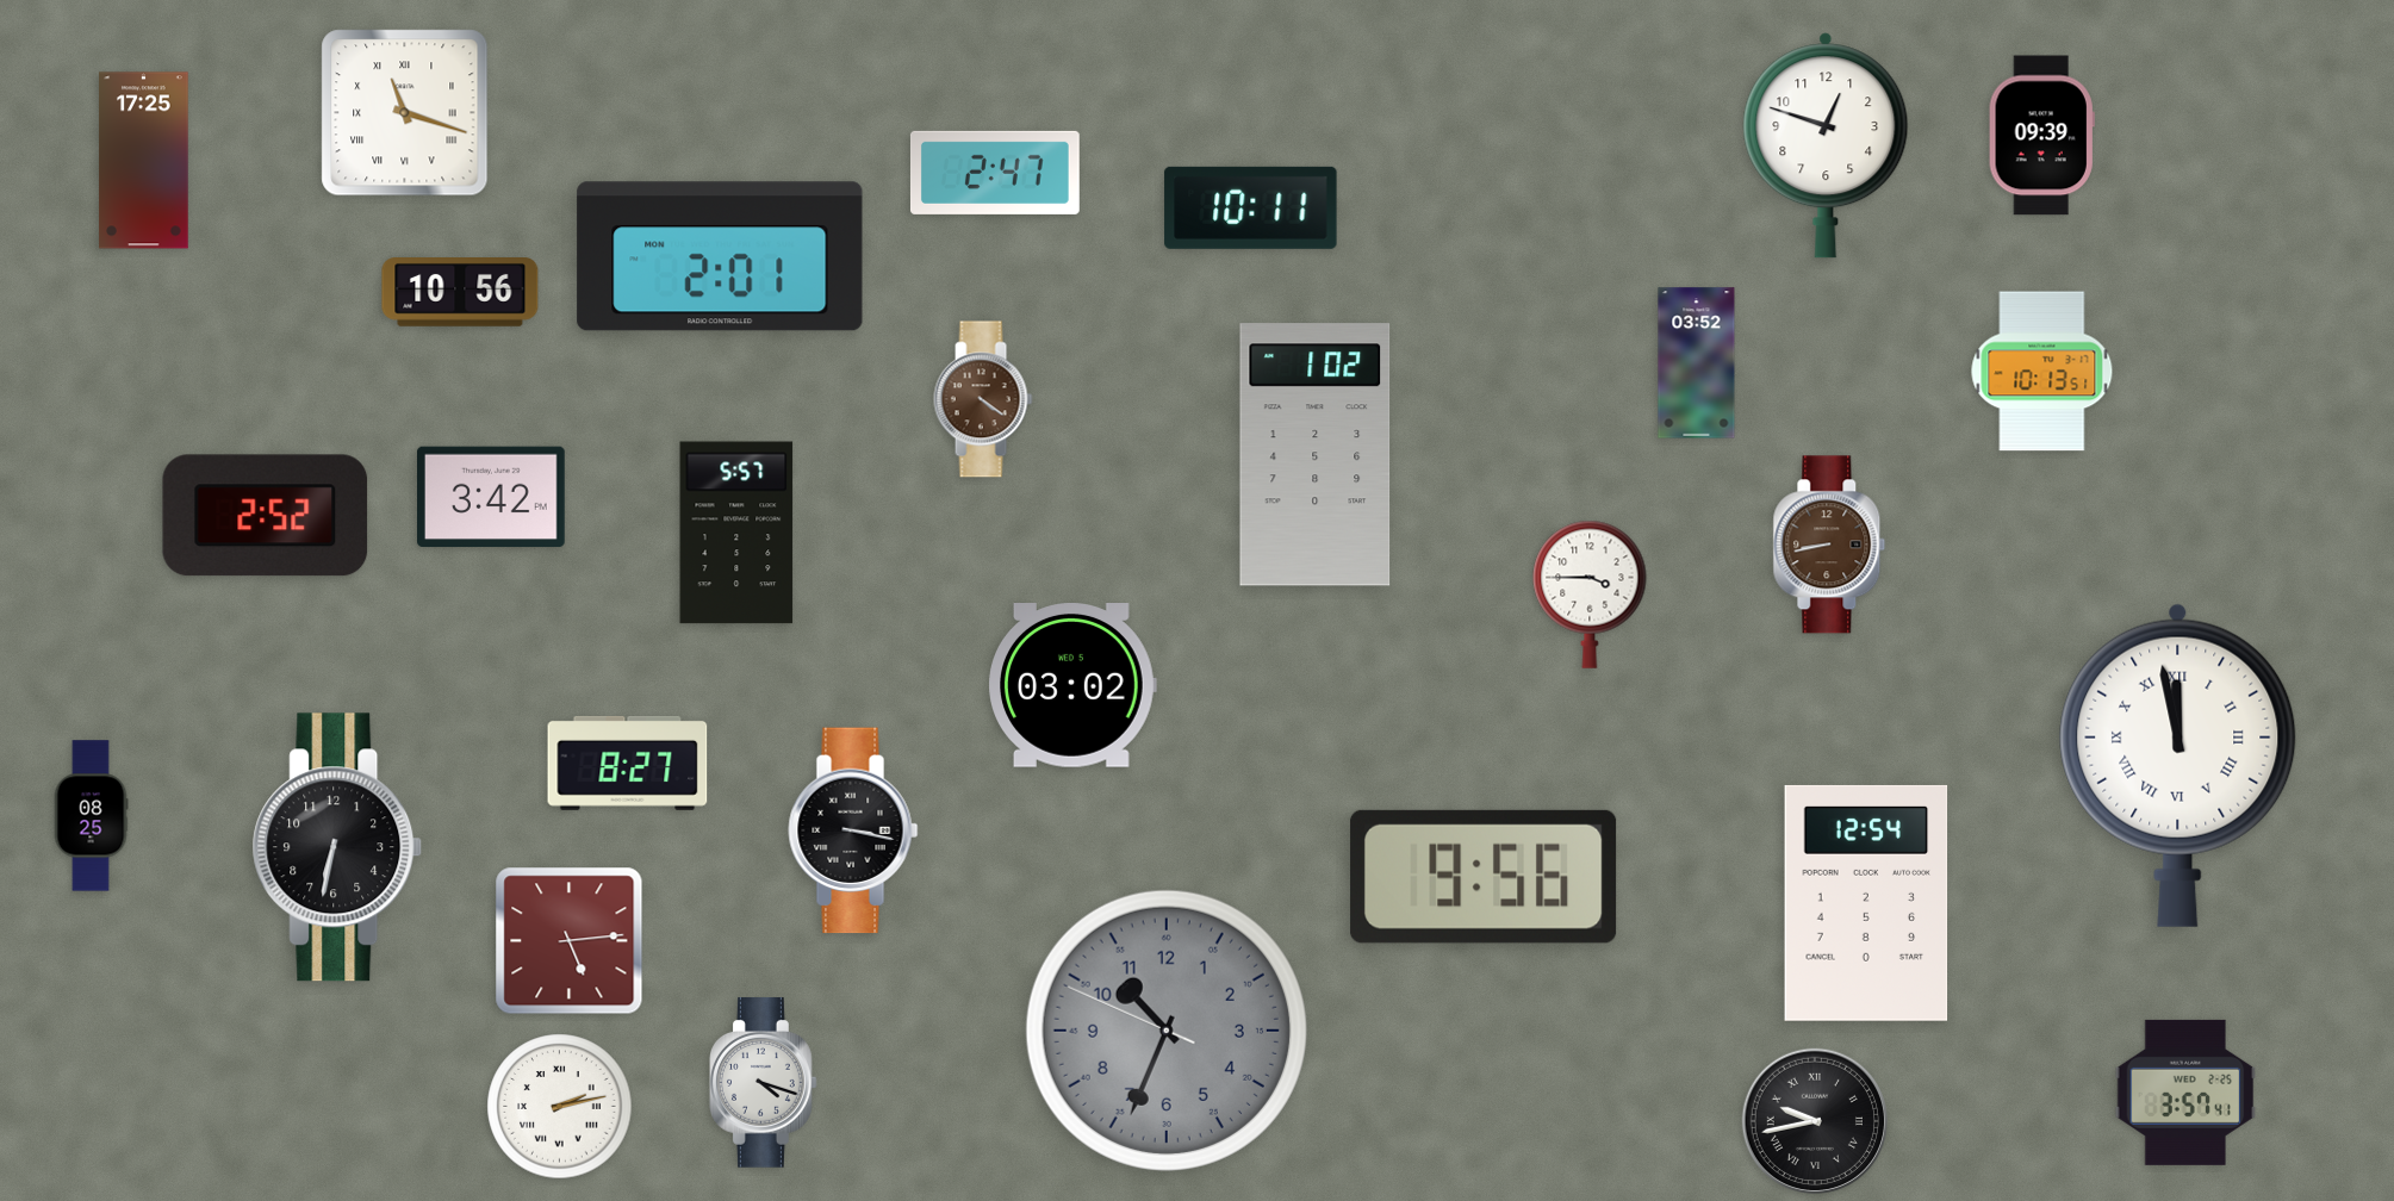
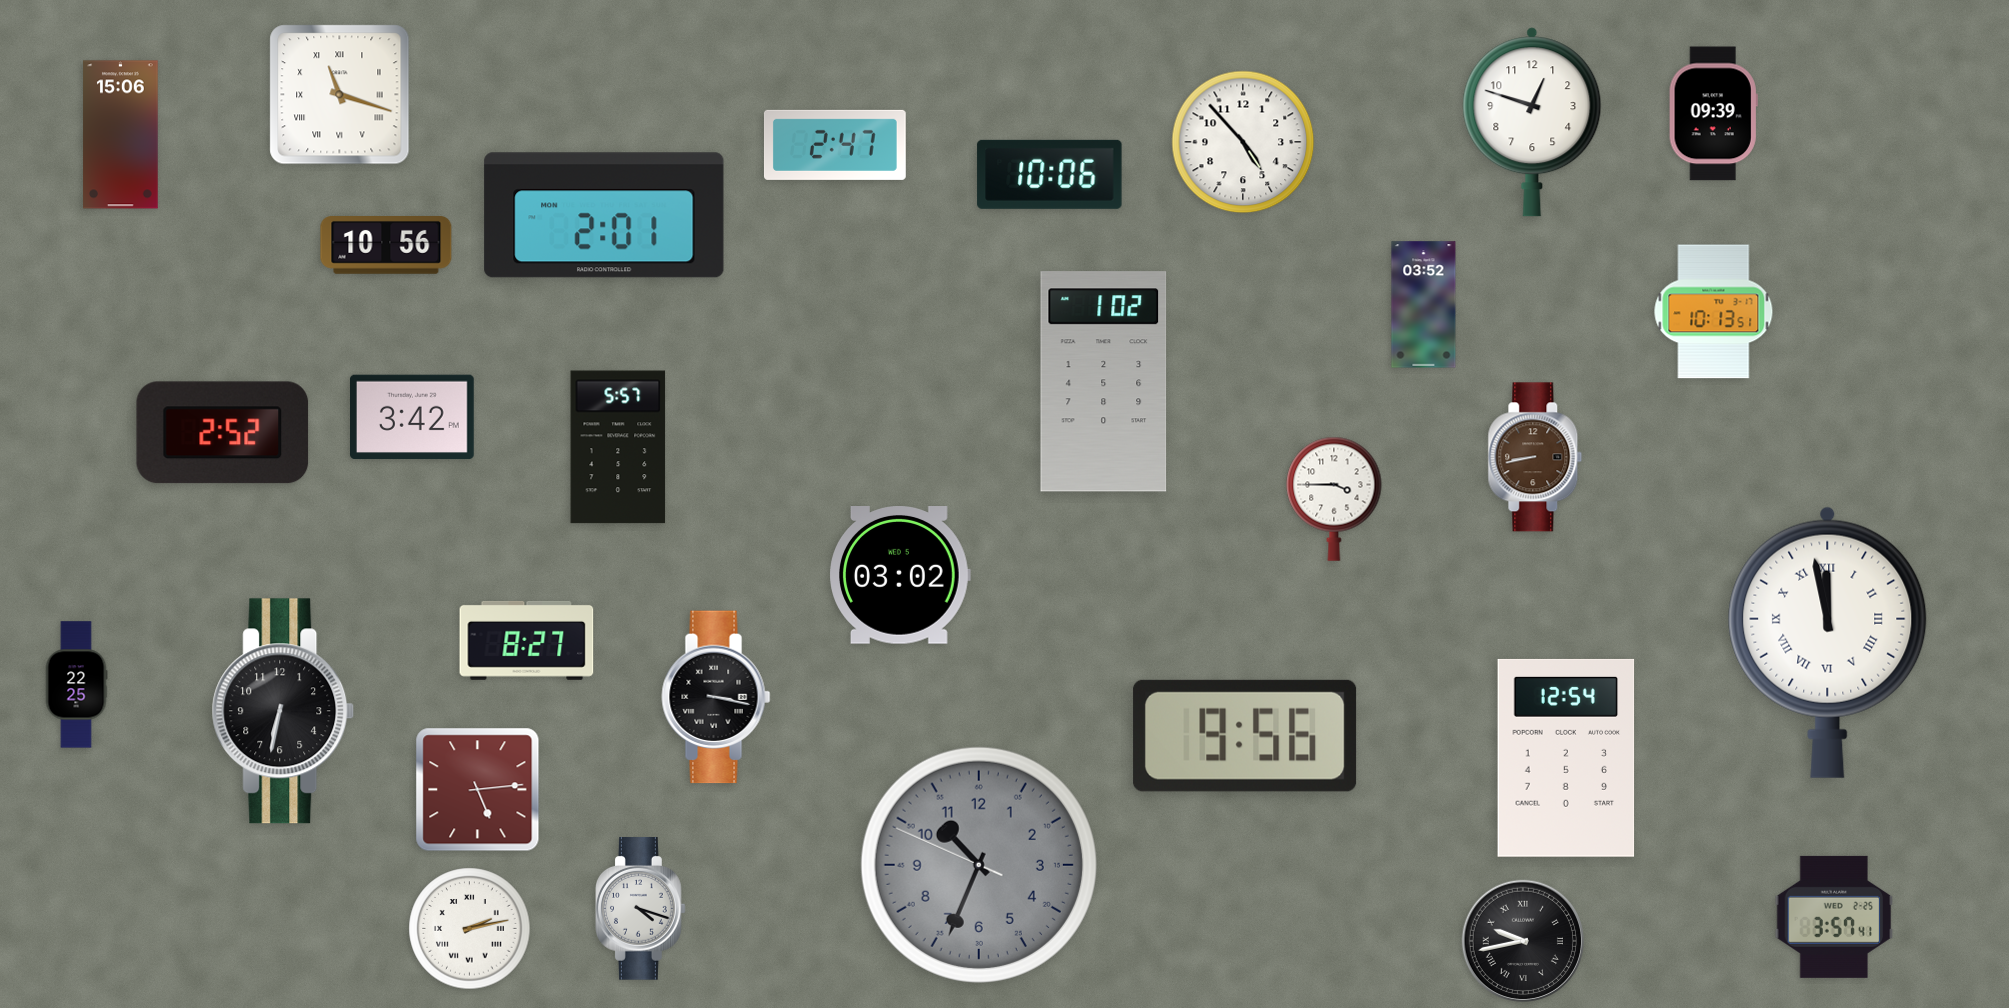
clock at (144, 161): 17:25 -> 15:06
clock at (1243, 142): none -> 4:53
clock at (1251, 207): 10:11 -> 10:06
clock at (983, 399): 4:21 -> none
clock at (91, 816): 08:25 -> 22:25
